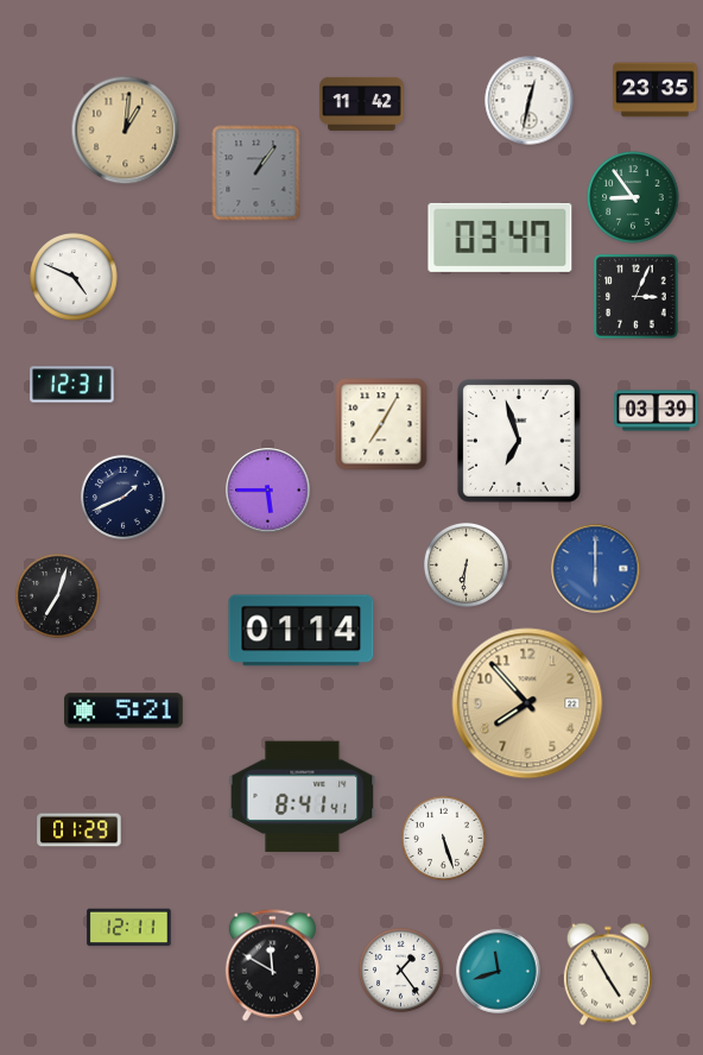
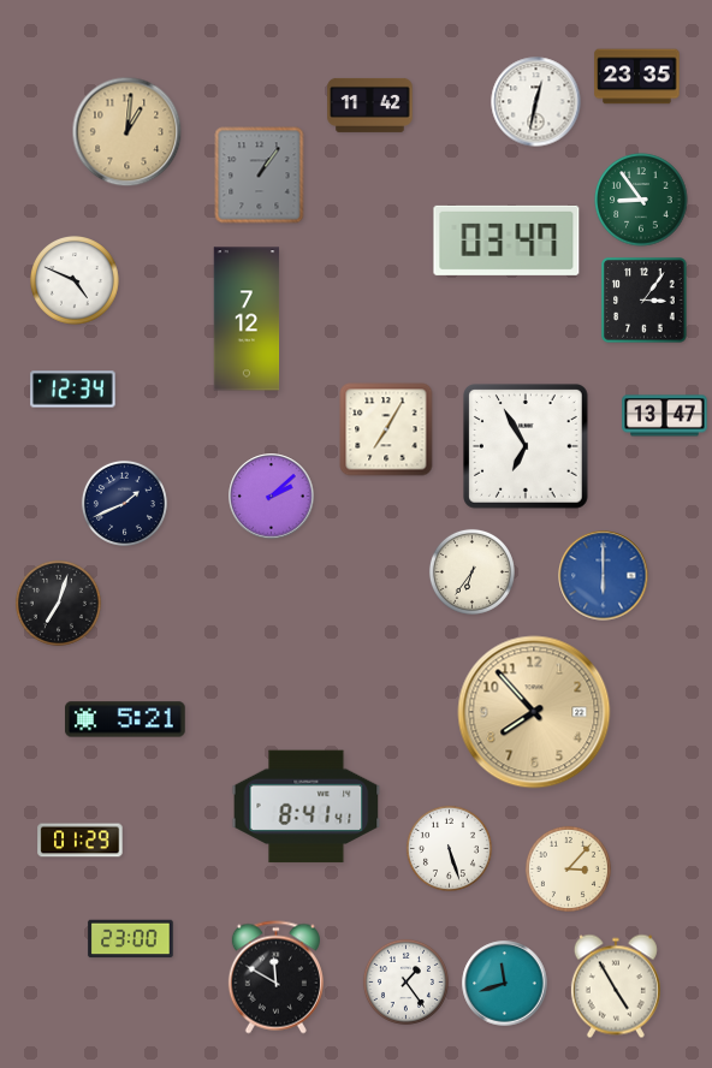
clock at (655, 90) position: (655, 90) -> (637, 77)
clock at (362, 103) position: (362, 103) -> (370, 105)
clock at (636, 297): 3:04 -> 3:06
clock at (247, 319): none -> 7:12
clock at (72, 385): 12:31 -> 12:34
clock at (657, 411): 03:39 -> 13:47
clock at (520, 442): 6:57 -> 6:55
clock at (268, 491): 5:45 -> 2:08
clock at (465, 564): 6:31 -> 6:36
clock at (302, 631): 01:14 -> none
clock at (568, 868): none -> 3:07
clock at (129, 928): 12:11 -> 23:00
